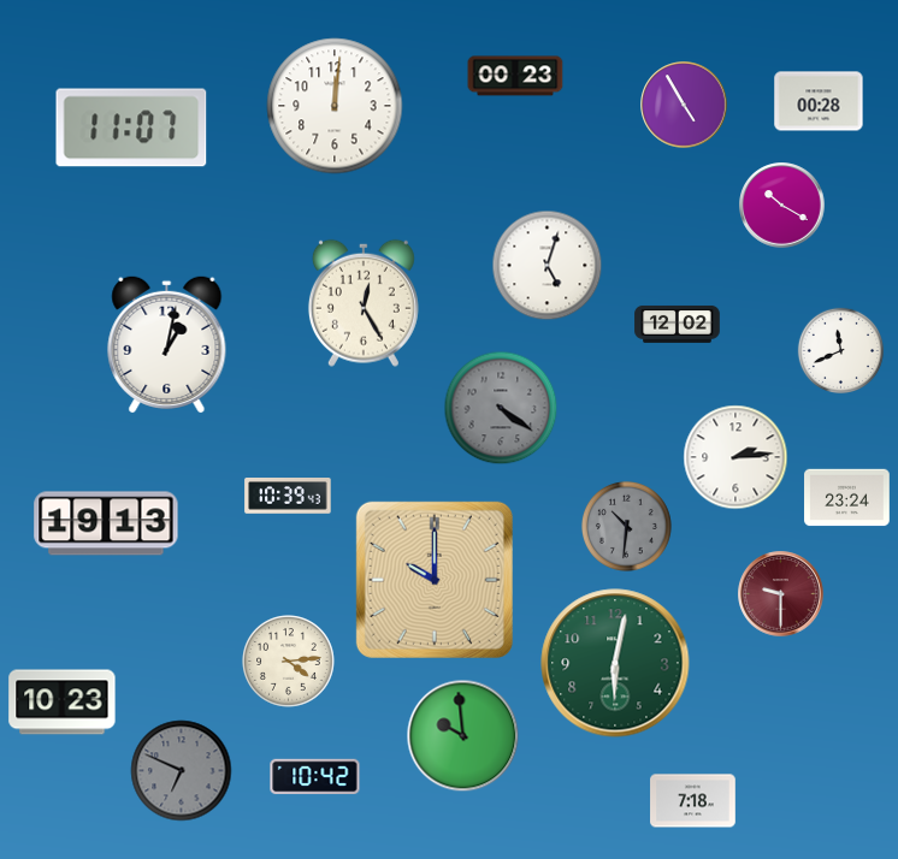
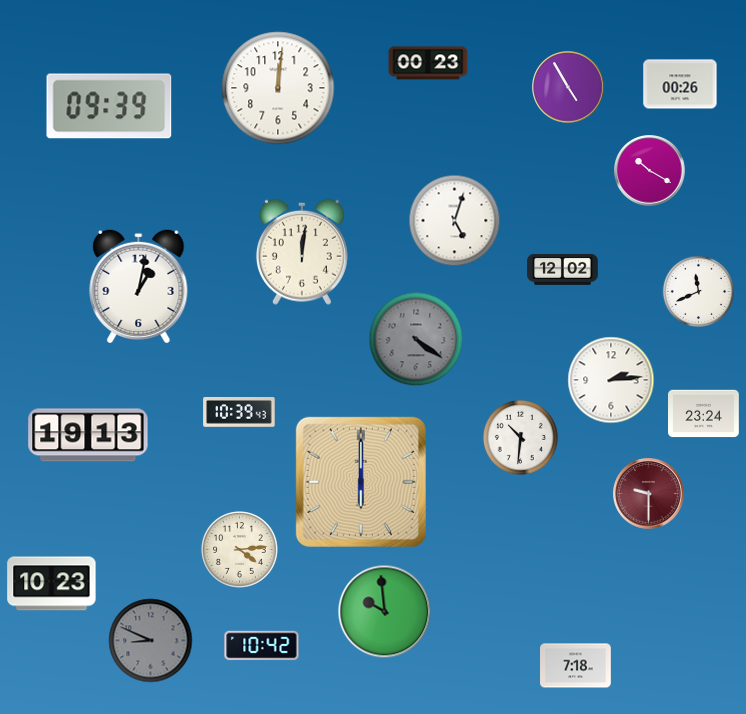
clock at (819, 101): 00:28 -> 00:26
clock at (131, 128): 11:07 -> 09:39
clock at (364, 303): 12:25 -> 12:01
clock at (626, 526) dial: grey -> white
clock at (435, 580): 10:00 -> 6:00
clock at (615, 663): 6:02 -> none
clock at (182, 771): 6:49 -> 8:49
